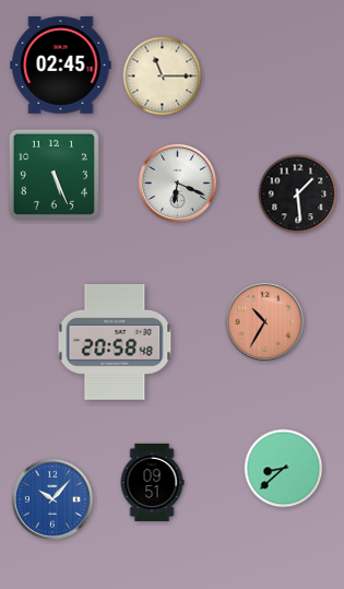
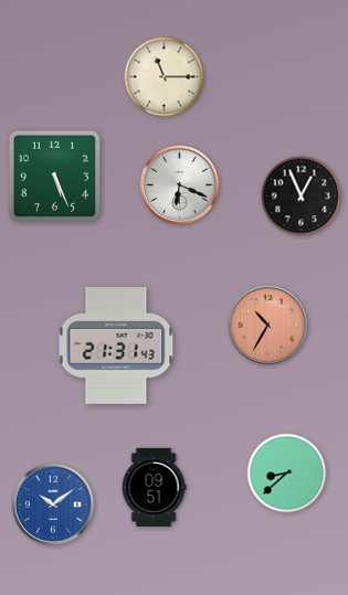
clock at (61, 64): 02:45 -> none
clock at (298, 195): 1:29 -> 12:56
clock at (115, 342): 20:58 -> 21:31
clock at (52, 499): 10:07 -> 10:09
